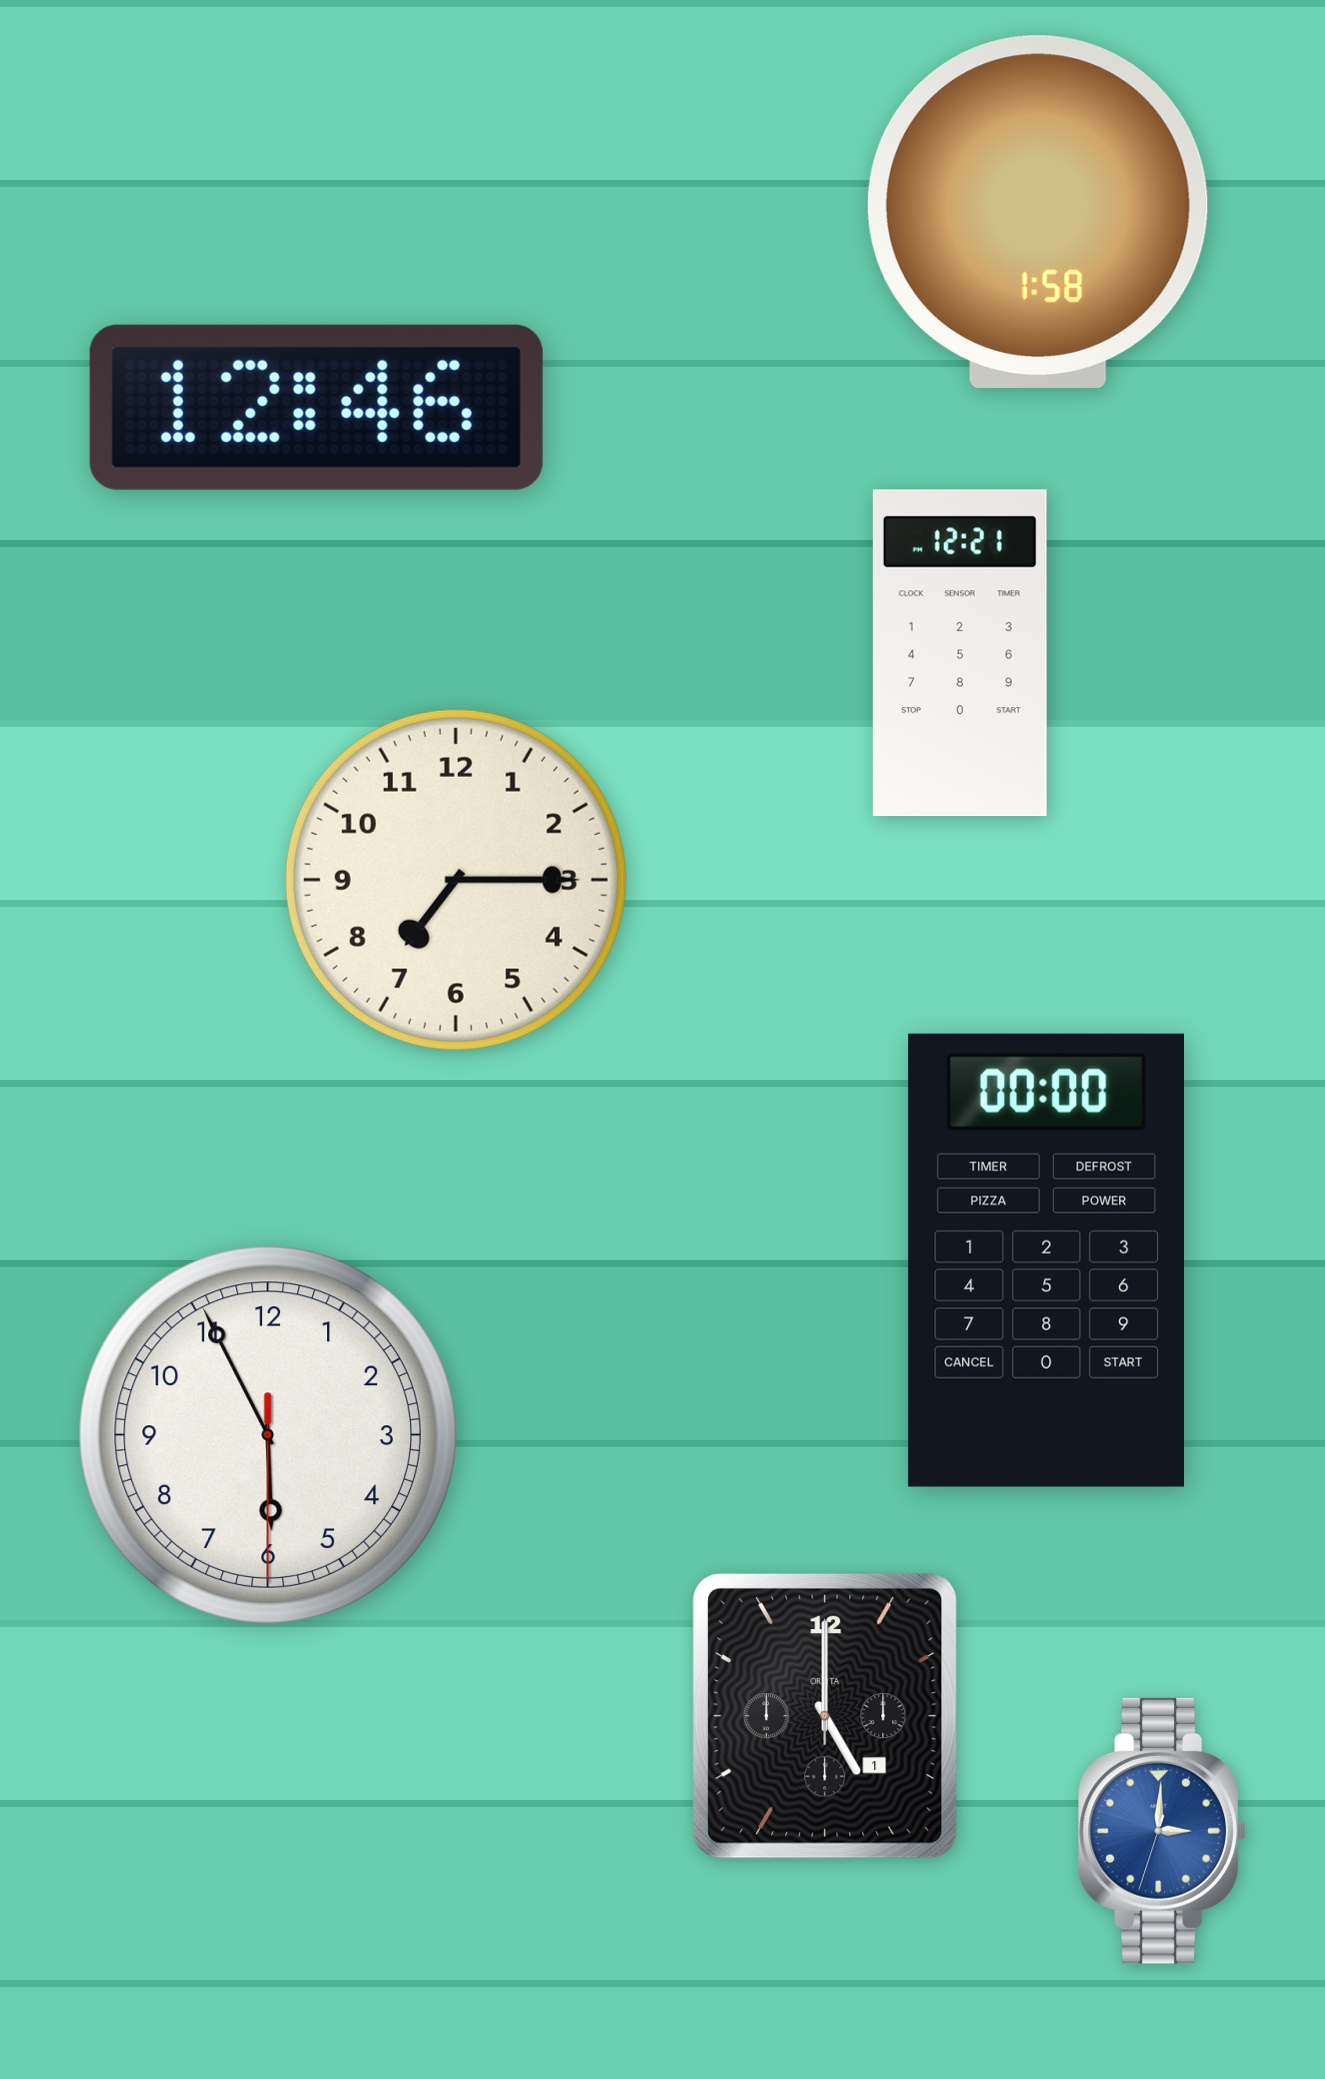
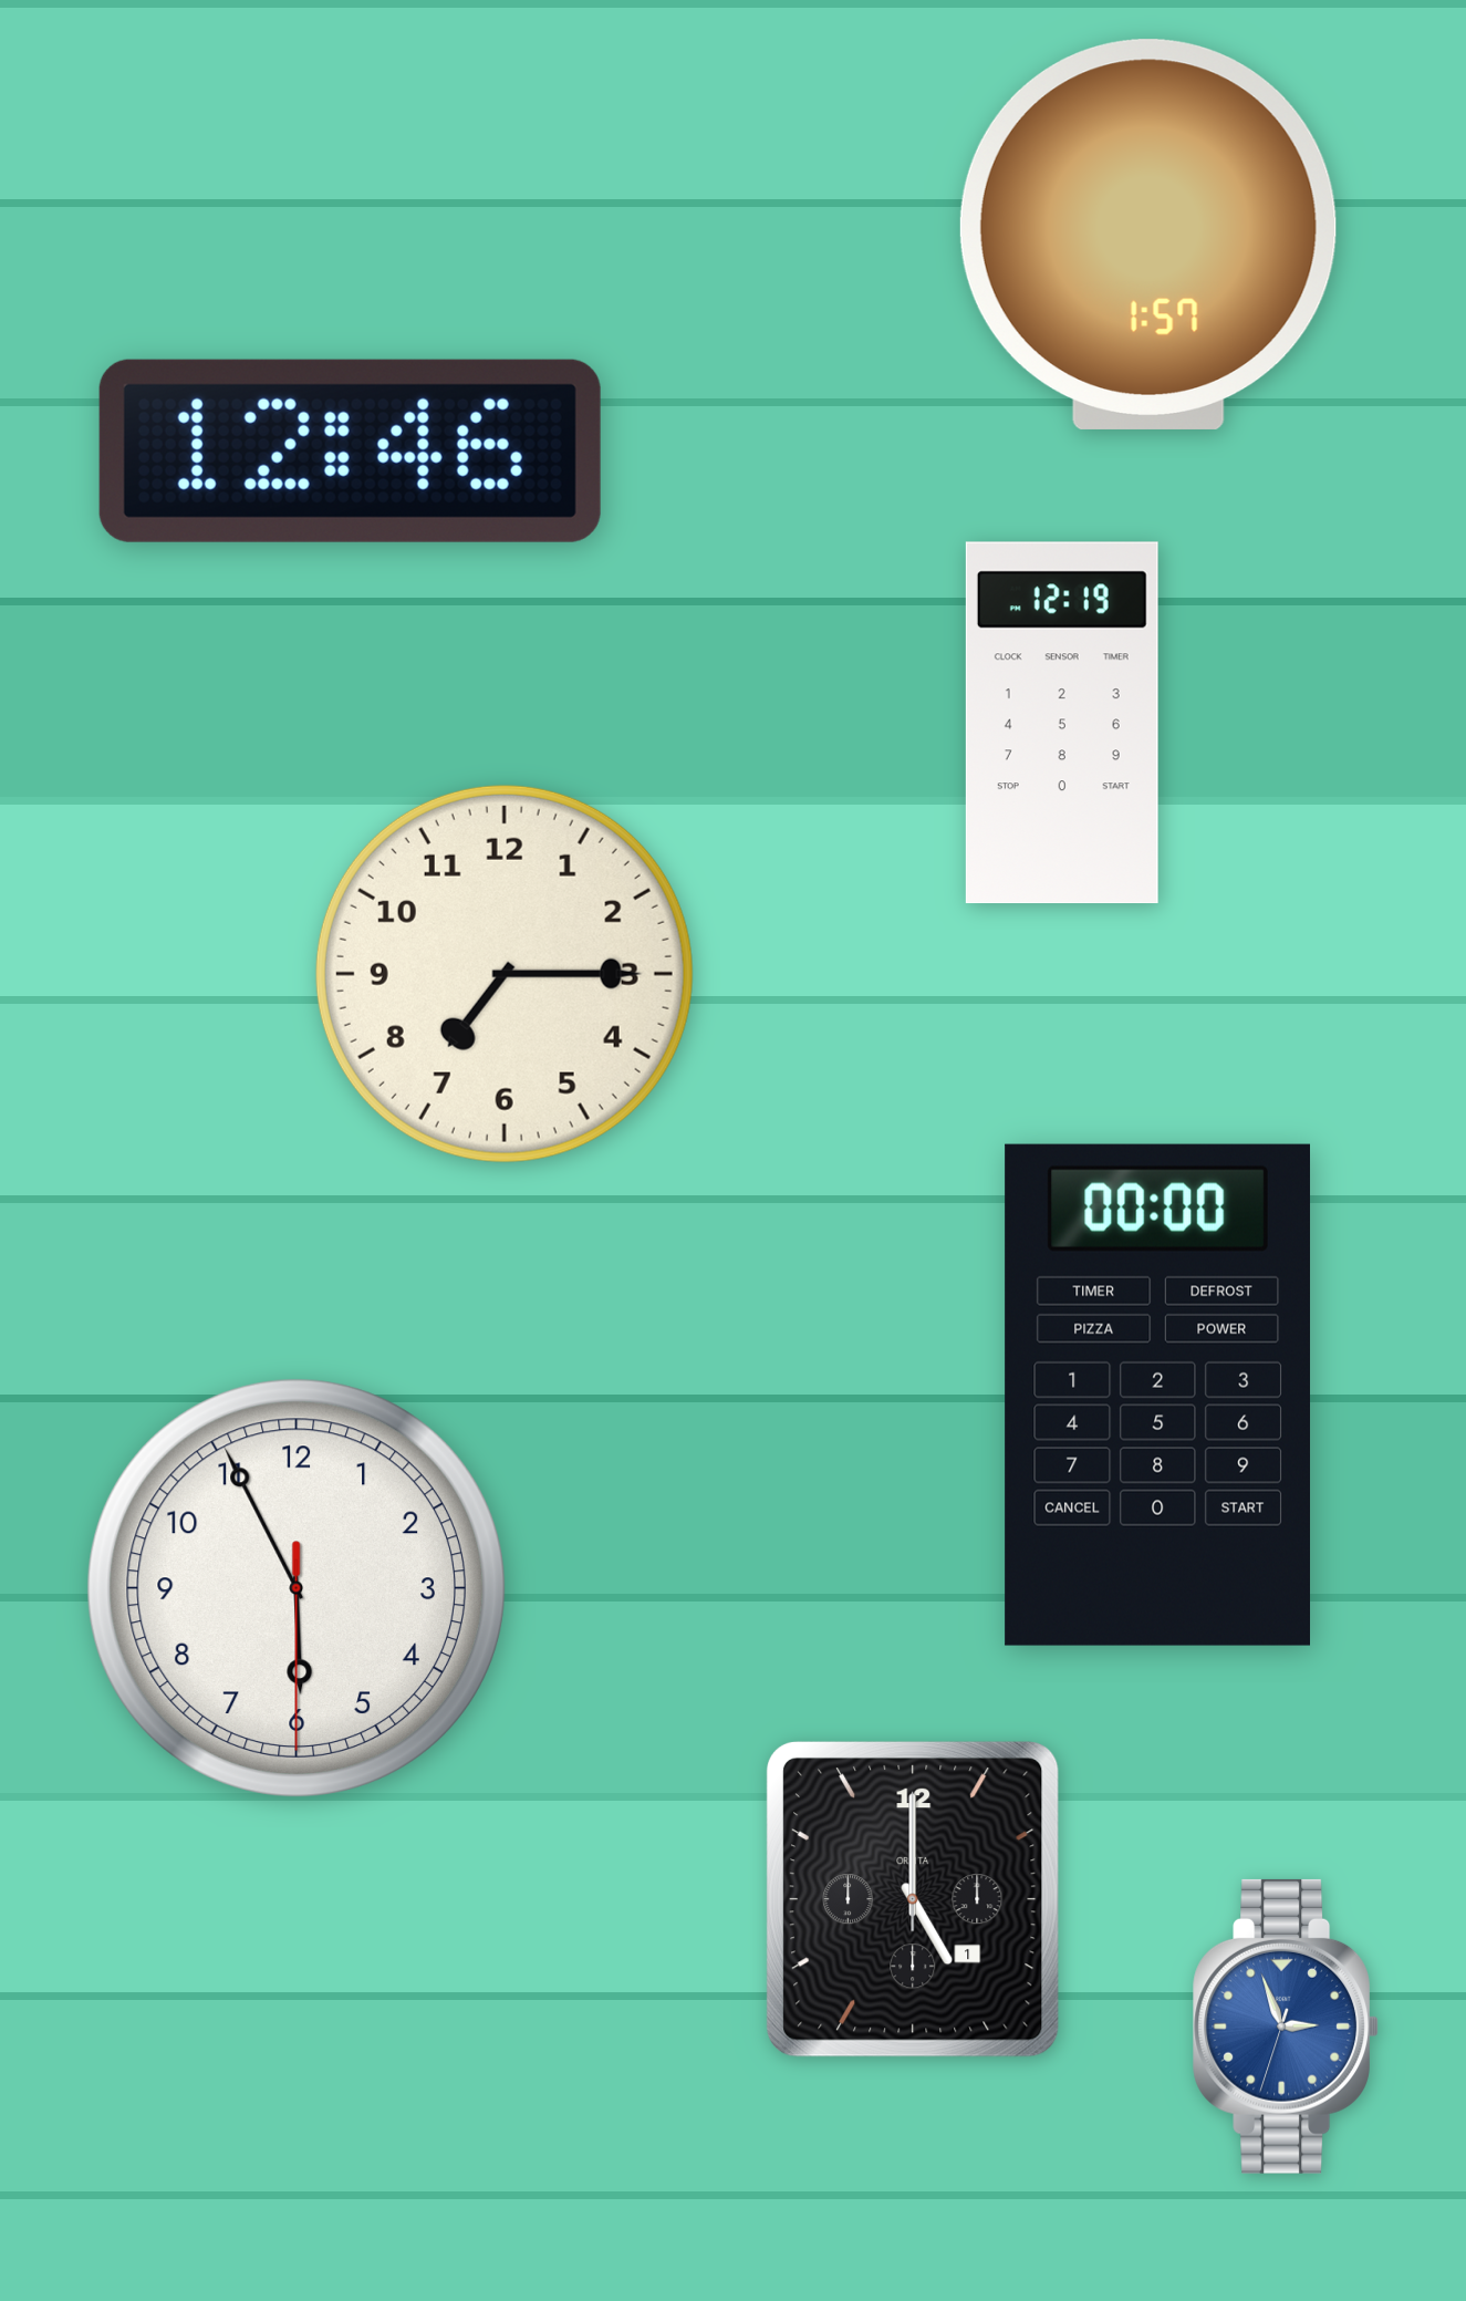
clock at (1038, 212): 1:58 -> 1:57
clock at (960, 653): 12:21 -> 12:19
clock at (1161, 1831): 3:00 -> 2:56
